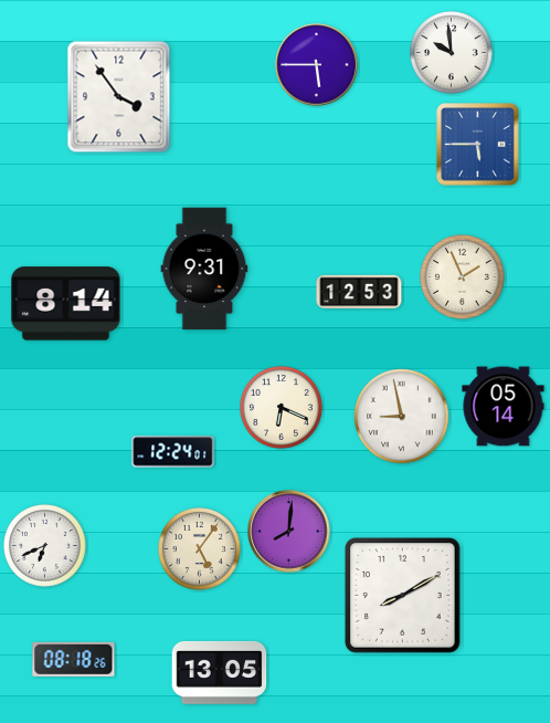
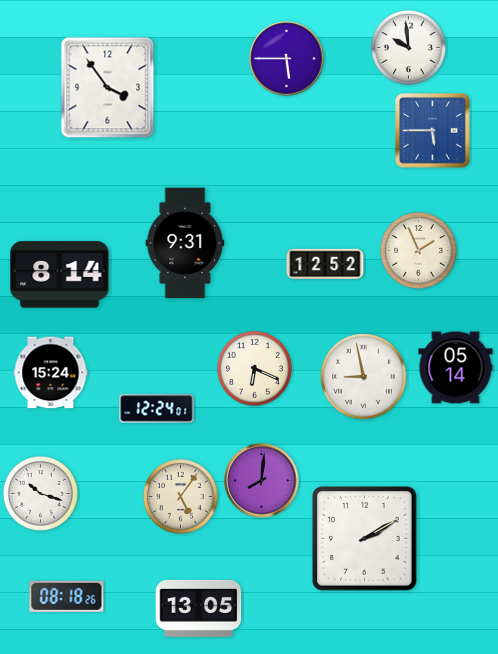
clock at (359, 292): 12:53 -> 12:52
clock at (51, 373): none -> 15:24
clock at (45, 546): 6:41 -> 10:18
clock at (403, 596): 8:10 -> 2:10
